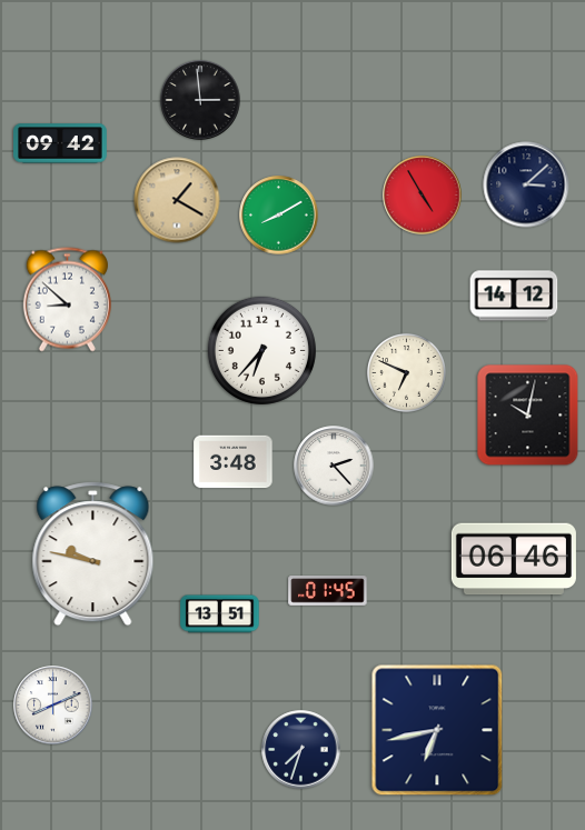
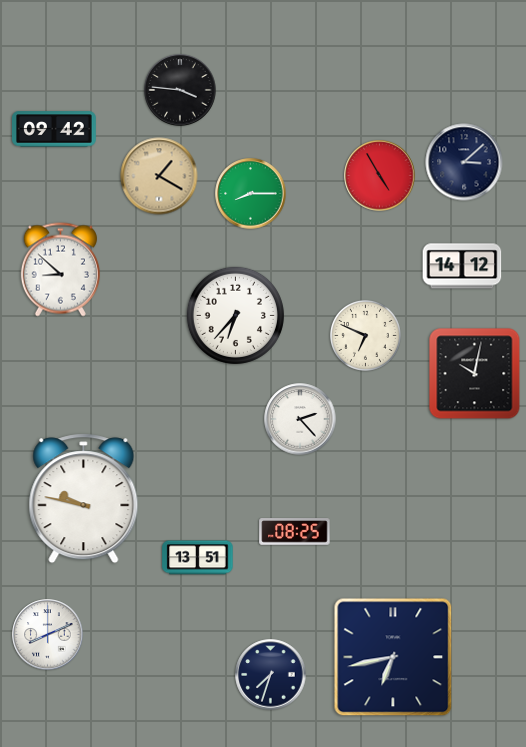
clock at (200, 100): 2:59 -> 3:46
clock at (526, 184) position: (526, 184) -> (464, 162)
clock at (177, 200) position: (177, 200) -> (159, 176)
clock at (279, 216): 8:10 -> 8:15
clock at (234, 462): 3:48 -> none
clock at (514, 559): 06:46 -> none
clock at (328, 591): 01:45 -> 08:25
clock at (220, 614) position: (220, 614) -> (198, 558)
